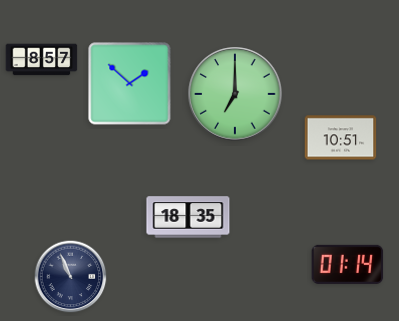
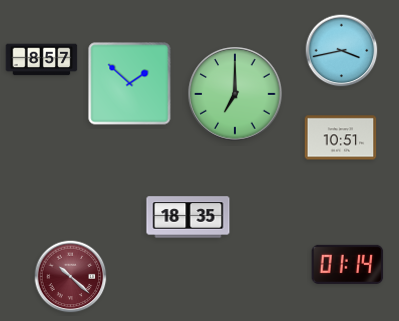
clock at (342, 51): none -> 3:43
clock at (71, 277): 10:56 -> 10:22
clock at (71, 277) dial: navy -> burgundy
